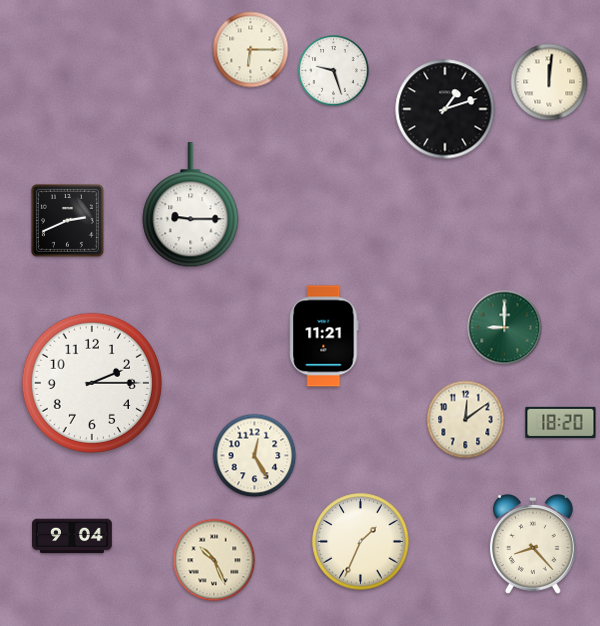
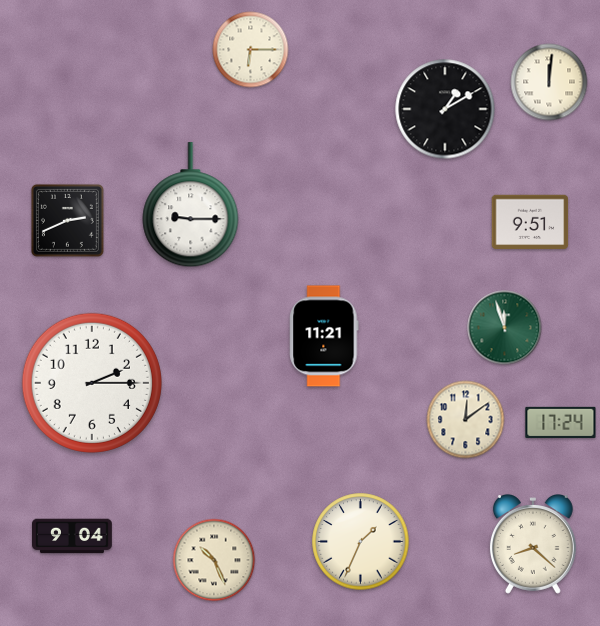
clock at (334, 71): 9:27 -> none
clock at (445, 109): 1:12 -> 1:10
clock at (530, 222): none -> 9:51
clock at (505, 328): 9:00 -> 11:57
clock at (561, 422): 18:20 -> 17:24
clock at (255, 456): 12:25 -> none
clock at (533, 545): 8:23 -> 8:22
